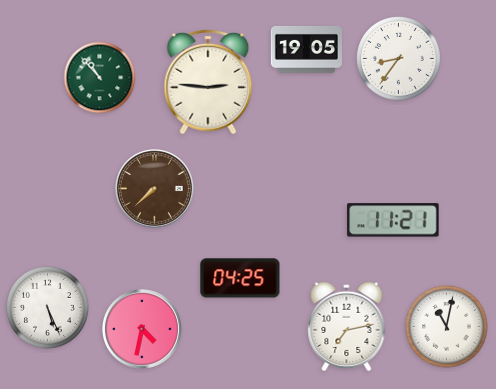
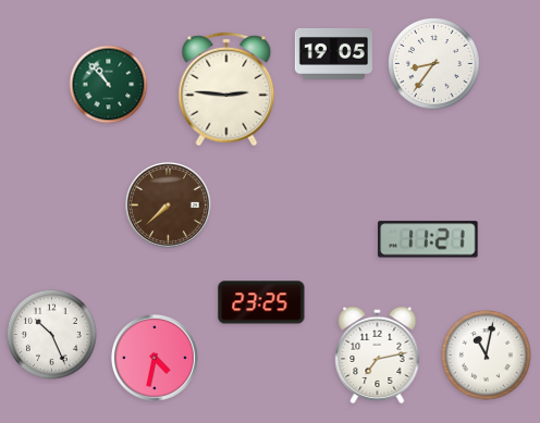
clock at (240, 278): 04:25 -> 23:25
clock at (47, 307): 5:26 -> 10:26
